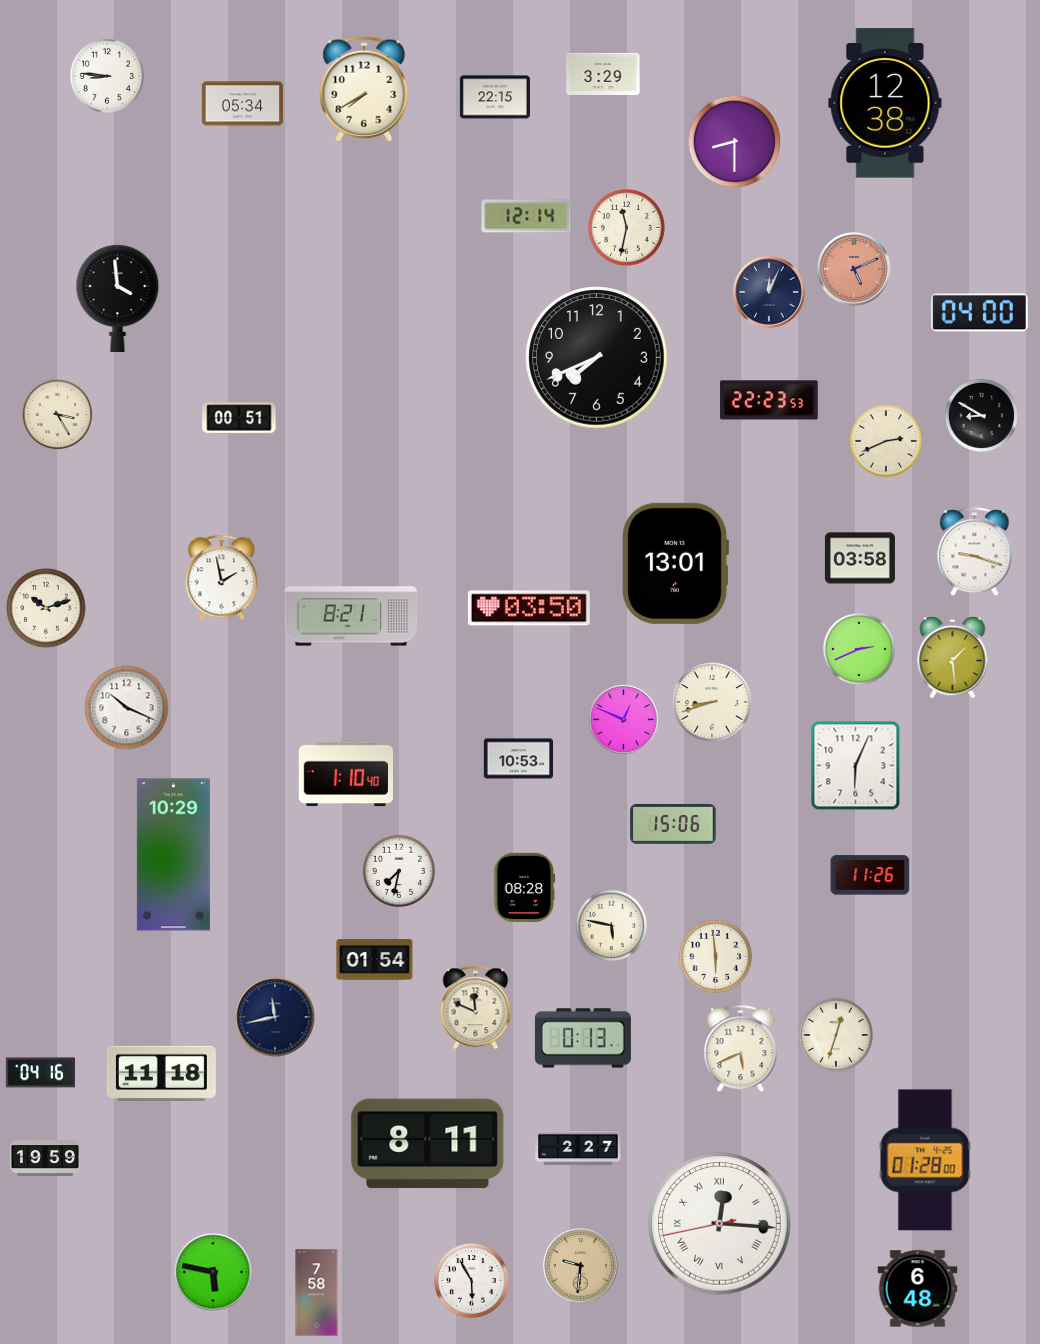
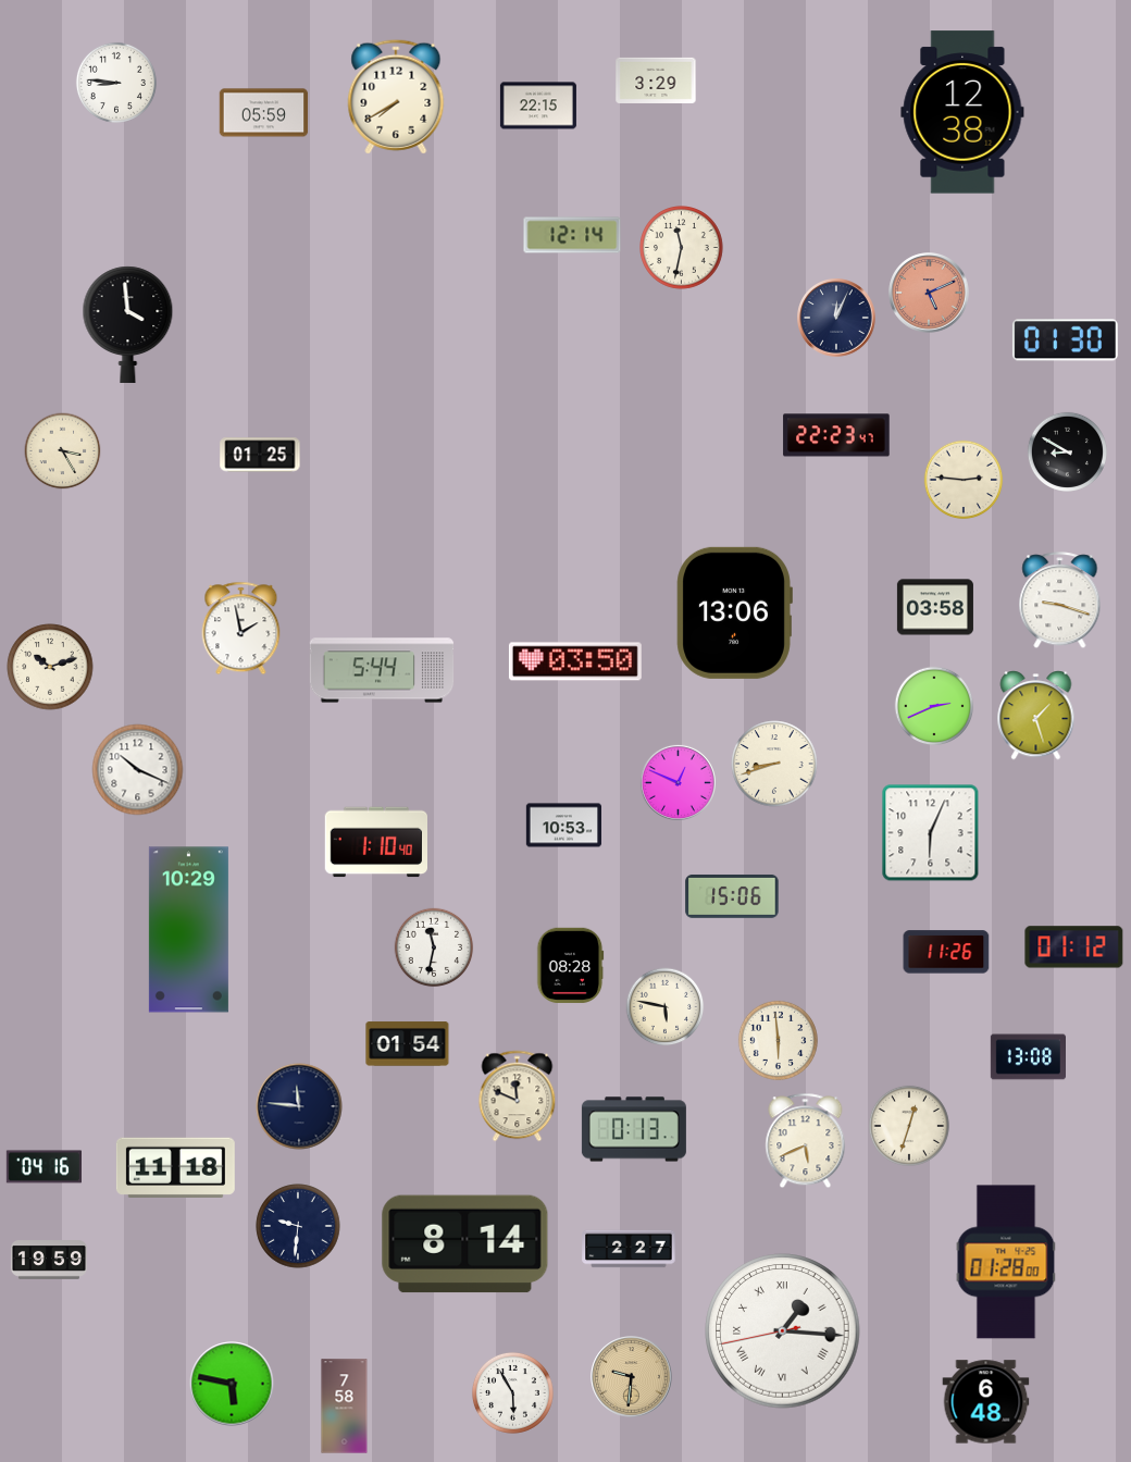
clock at (243, 104): 05:34 -> 05:59
clock at (735, 142): 8:30 -> none
clock at (979, 313): 04:00 -> 01:30
clock at (597, 358): 7:41 -> none
clock at (769, 400): 22:23:53 -> 22:23:47
clock at (239, 418): 00:51 -> 01:25
clock at (886, 441): 2:41 -> 2:46
clock at (675, 563): 13:01 -> 13:06
clock at (46, 608) position: (46, 608) -> (50, 667)
clock at (351, 616): 8:21 -> 5:44
clock at (953, 658): 1:29 -> 1:27
clock at (399, 871): 7:32 -> 11:32
clock at (1074, 947): none -> 01:12
clock at (1028, 1057): none -> 13:08
clock at (275, 1017): 11:43 -> 11:46
clock at (298, 1226): none -> 9:31
clock at (428, 1144): 8:11 -> 8:14
clock at (720, 1224): 12:15 -> 1:15
clock at (918, 1289) position: (918, 1289) -> (986, 1402)
